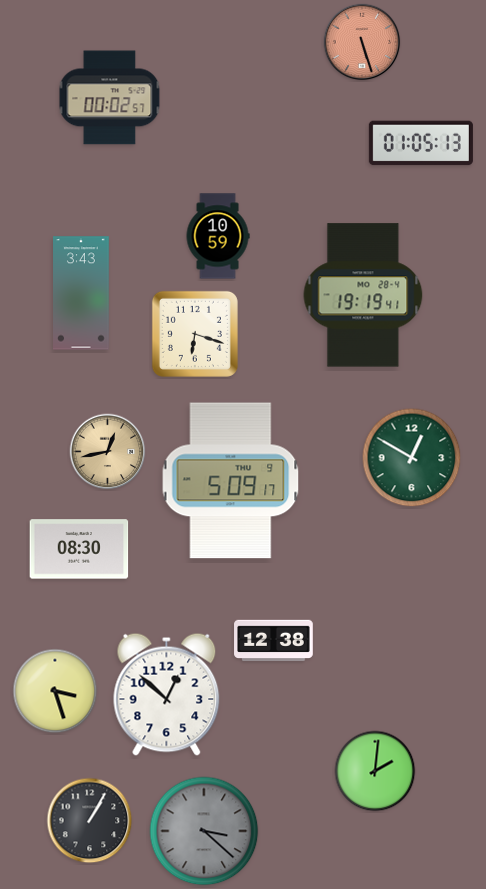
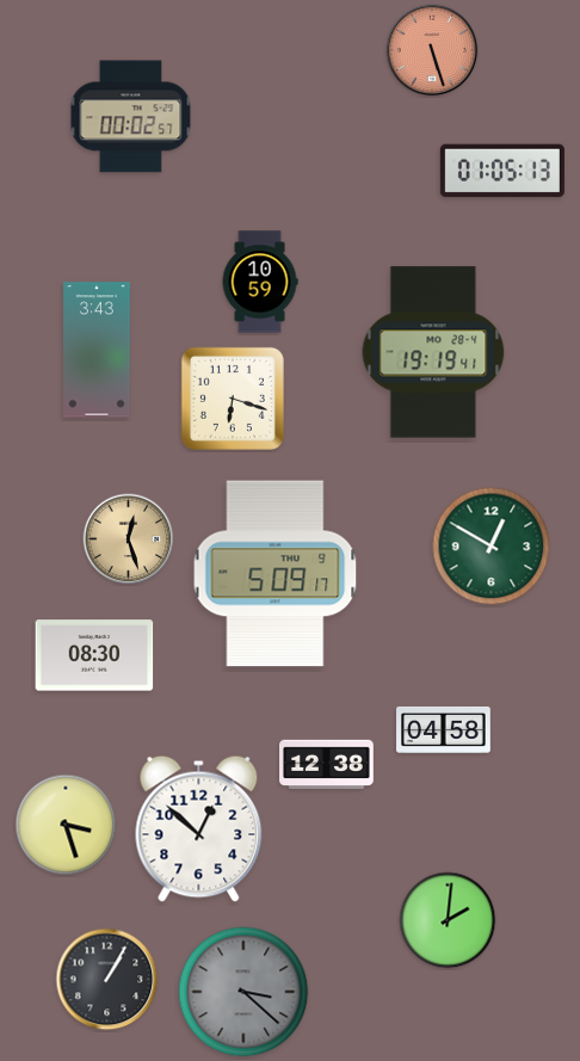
clock at (108, 452): 12:43 -> 12:27
clock at (444, 729): none -> 04:58
